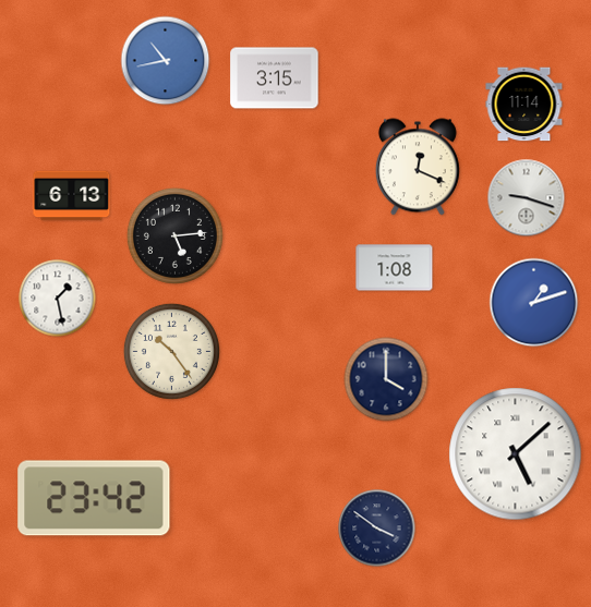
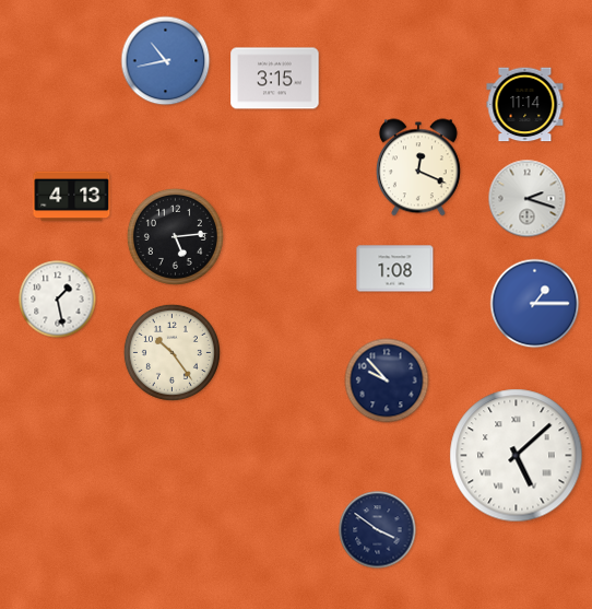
clock at (72, 196): 6:13 -> 4:13
clock at (527, 198): 9:18 -> 2:18
clock at (534, 303): 1:12 -> 1:15
clock at (386, 379): 4:00 -> 9:53
clock at (94, 498): 23:42 -> none
